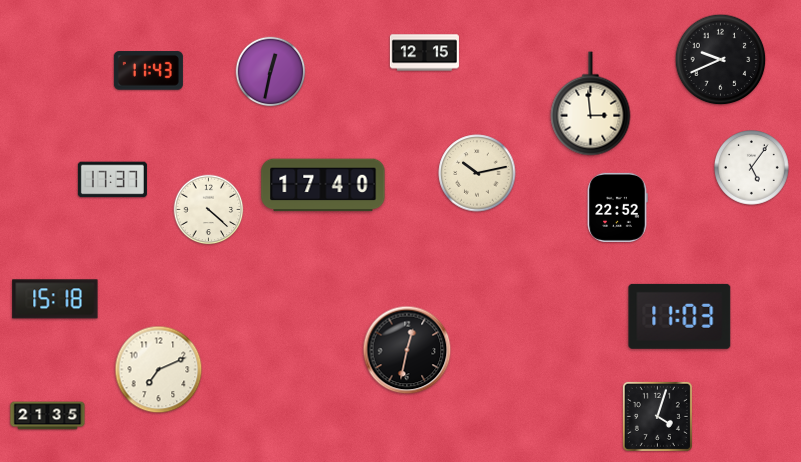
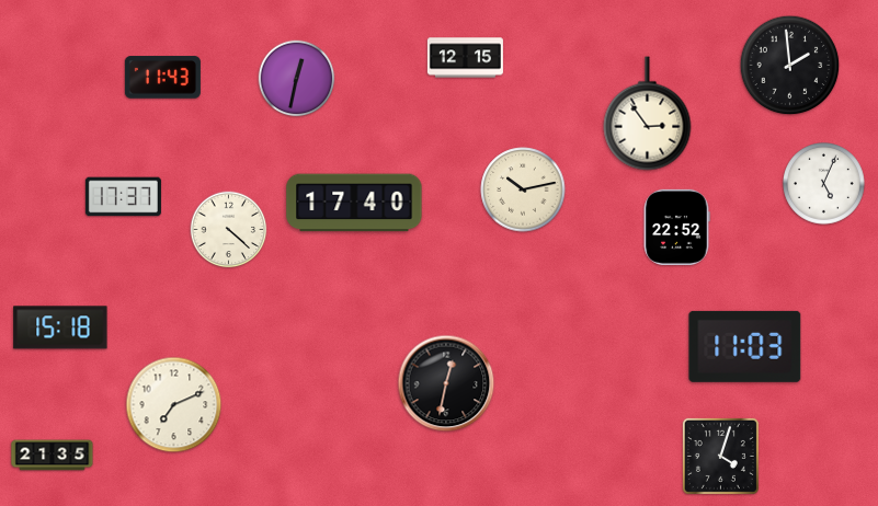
clock at (721, 60): 9:41 -> 1:59
clock at (591, 104): 2:59 -> 2:54
clock at (752, 168): 5:06 -> 5:04
